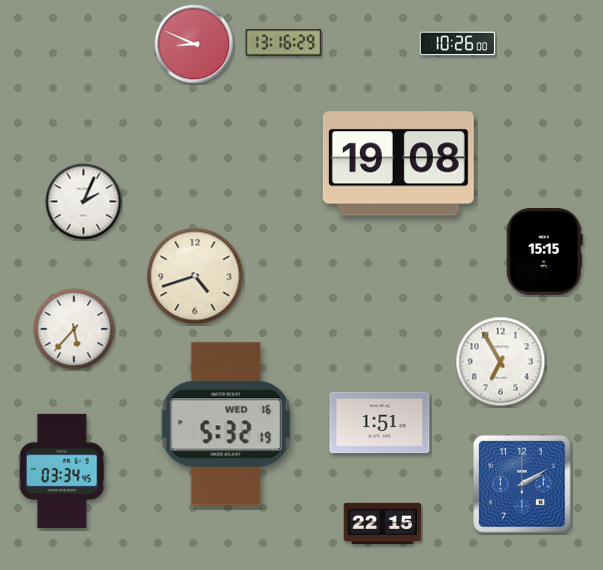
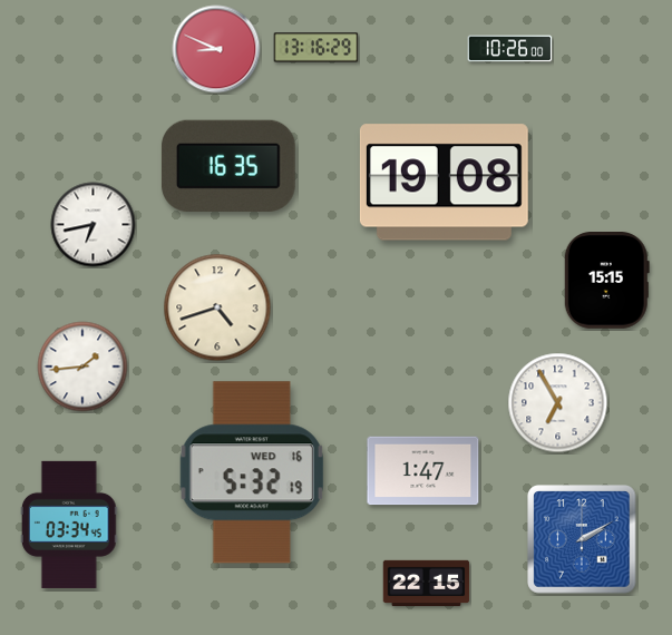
clock at (228, 166): none -> 16:35
clock at (84, 202): 2:04 -> 6:43
clock at (74, 329): 5:37 -> 1:44
clock at (380, 423): 1:51 -> 1:47
